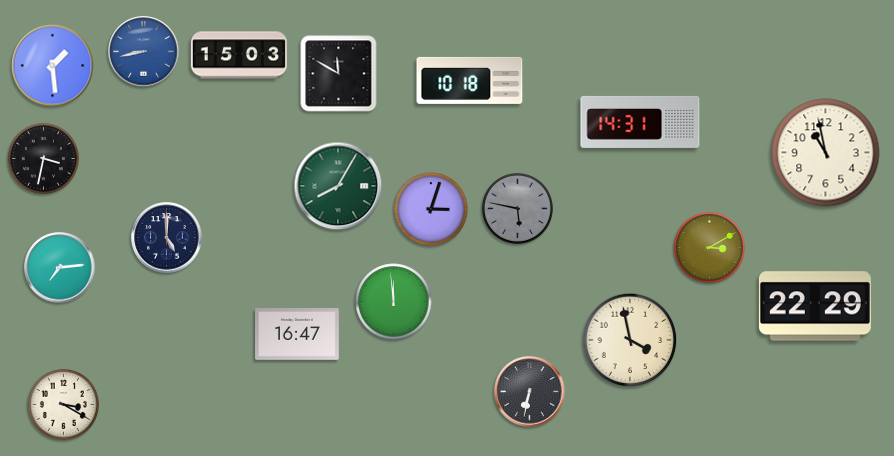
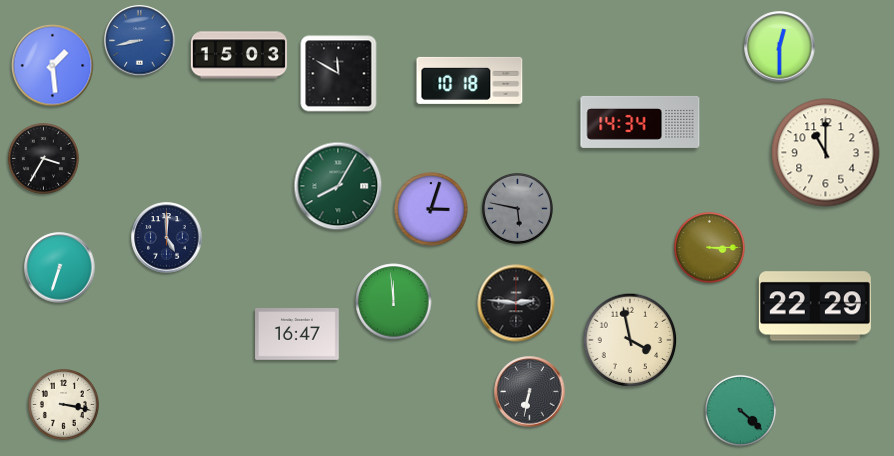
clock at (780, 47): none -> 12:30
clock at (144, 52) position: (144, 52) -> (140, 41)
clock at (640, 122): 14:31 -> 14:34
clock at (826, 153): 10:58 -> 11:00
clock at (43, 158): 3:32 -> 3:35
clock at (709, 247): 3:10 -> 3:15
clock at (60, 268): 7:14 -> 6:33
clock at (516, 303): none -> 2:46
clock at (63, 404): 3:20 -> 3:17
clock at (740, 410): none -> 4:22
